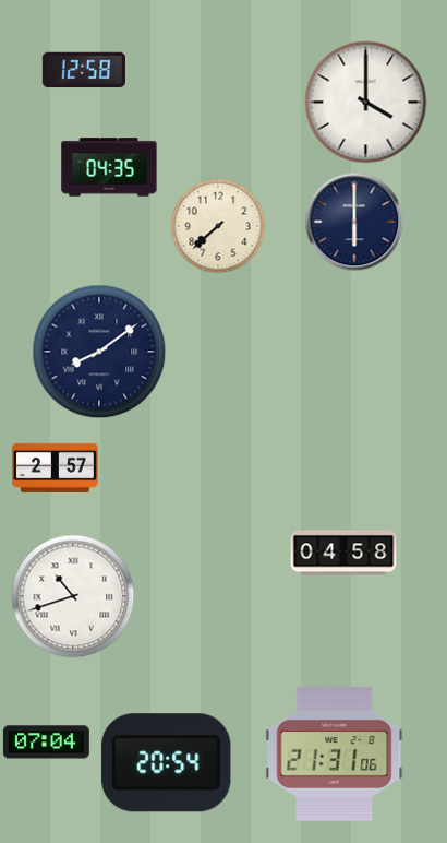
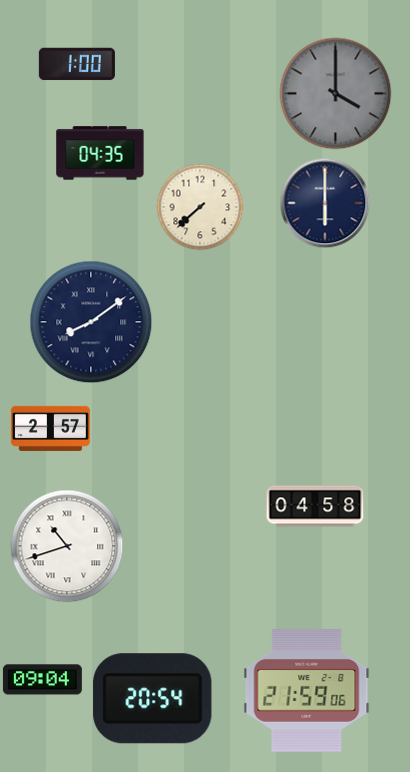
clock at (84, 70): 12:58 -> 1:00
clock at (366, 103) dial: white -> grey
clock at (46, 743): 07:04 -> 09:04
clock at (335, 755): 21:31 -> 21:59
